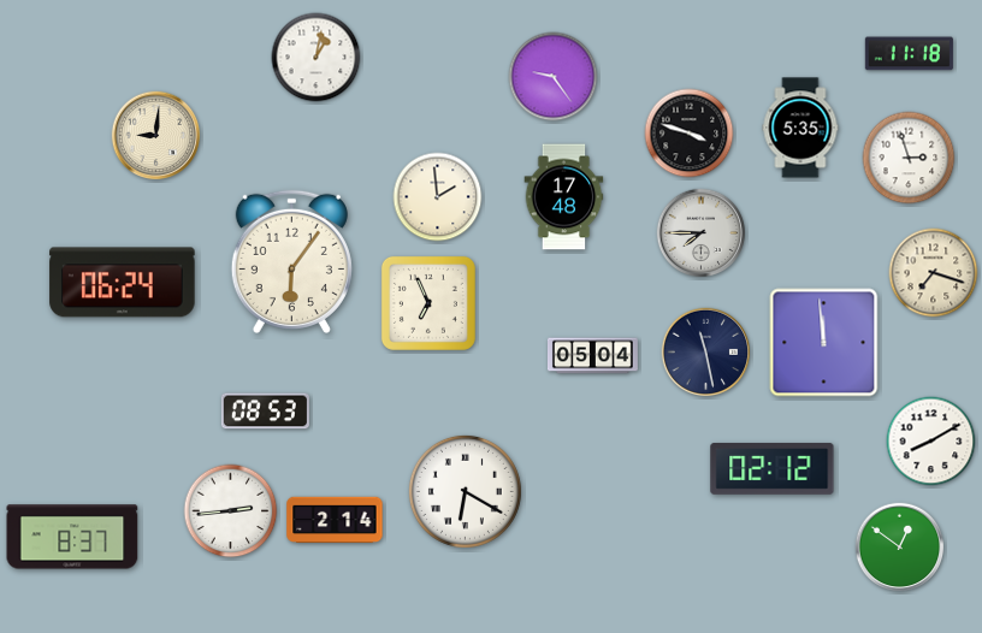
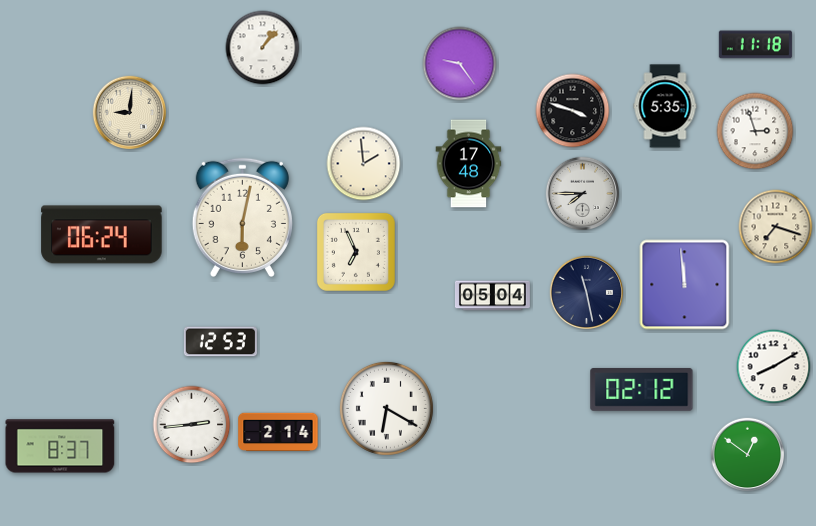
clock at (317, 58): 1:02 -> 1:07
clock at (291, 261): 6:06 -> 6:02
clock at (265, 412): 08:53 -> 12:53
